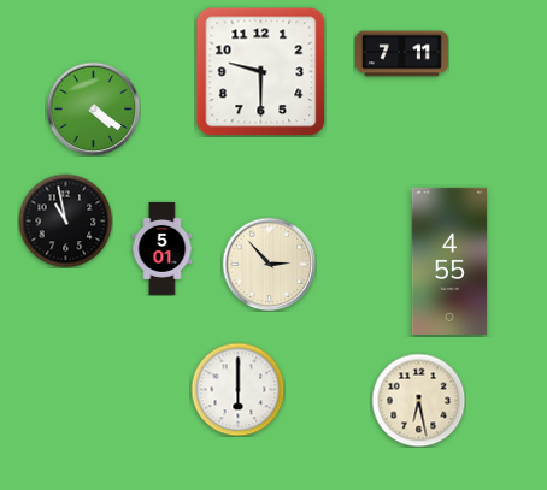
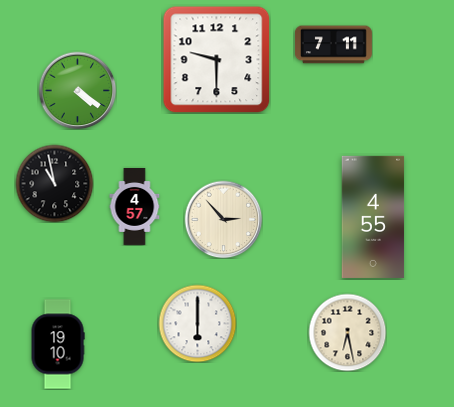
clock at (163, 249): 5:01 -> 4:57
clock at (58, 344): none -> 19:10
